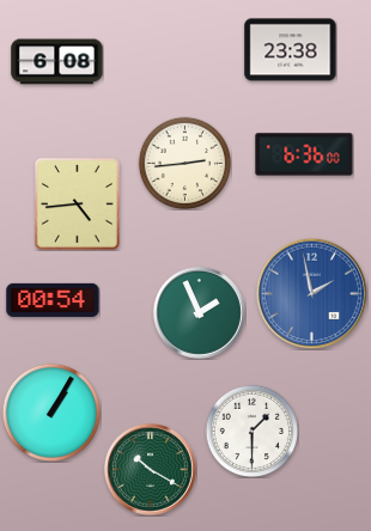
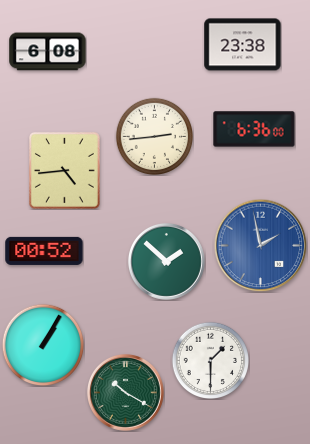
clock at (291, 50) position: (291, 50) -> (243, 45)
clock at (53, 300): 00:54 -> 00:52
clock at (199, 312): 1:56 -> 1:52
